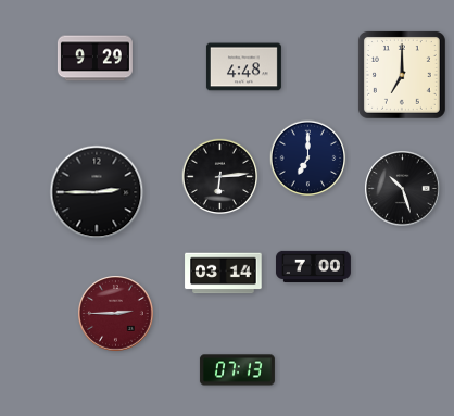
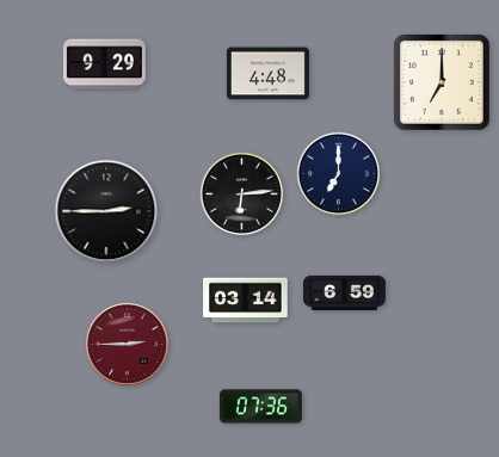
clock at (403, 189): 10:27 -> none
clock at (313, 266): 7:00 -> 6:59
clock at (237, 370): 07:13 -> 07:36
